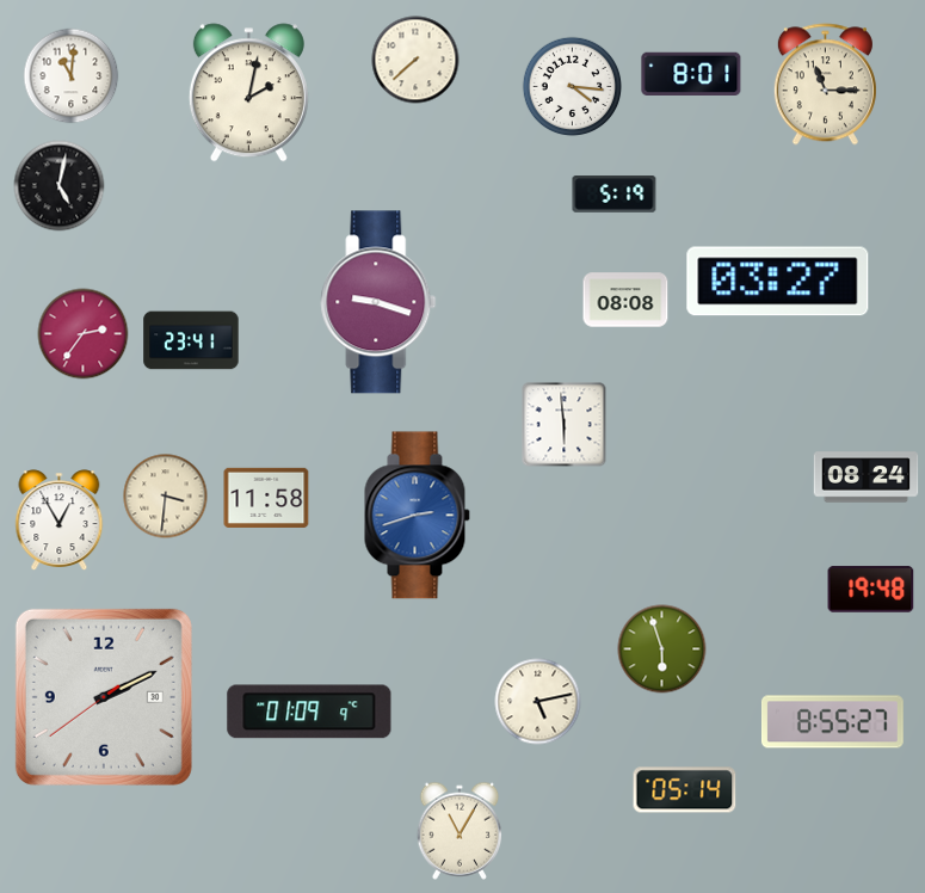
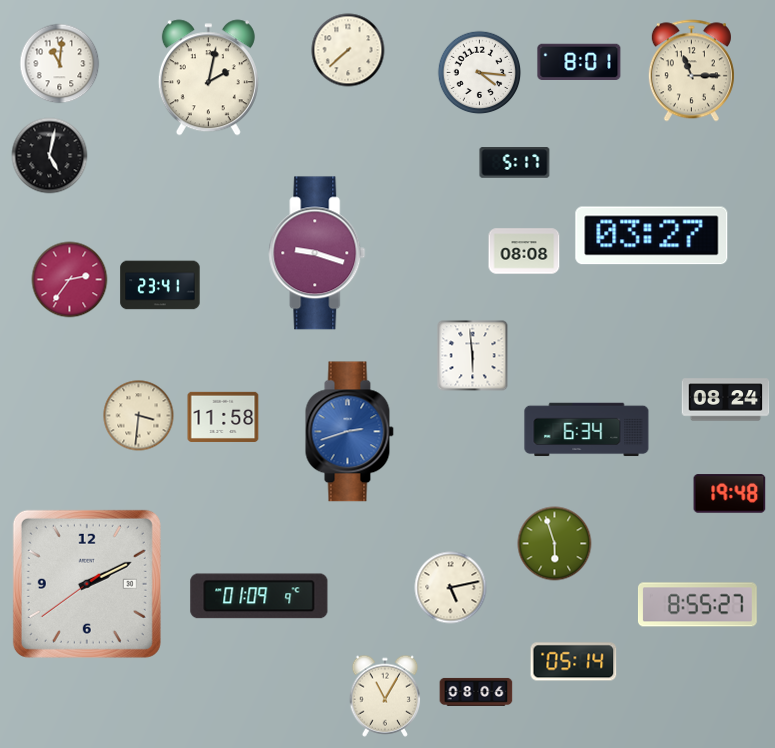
clock at (615, 195): 5:19 -> 5:17
clock at (587, 430): none -> 6:34
clock at (60, 519): 12:55 -> none
clock at (476, 692): none -> 08:06
